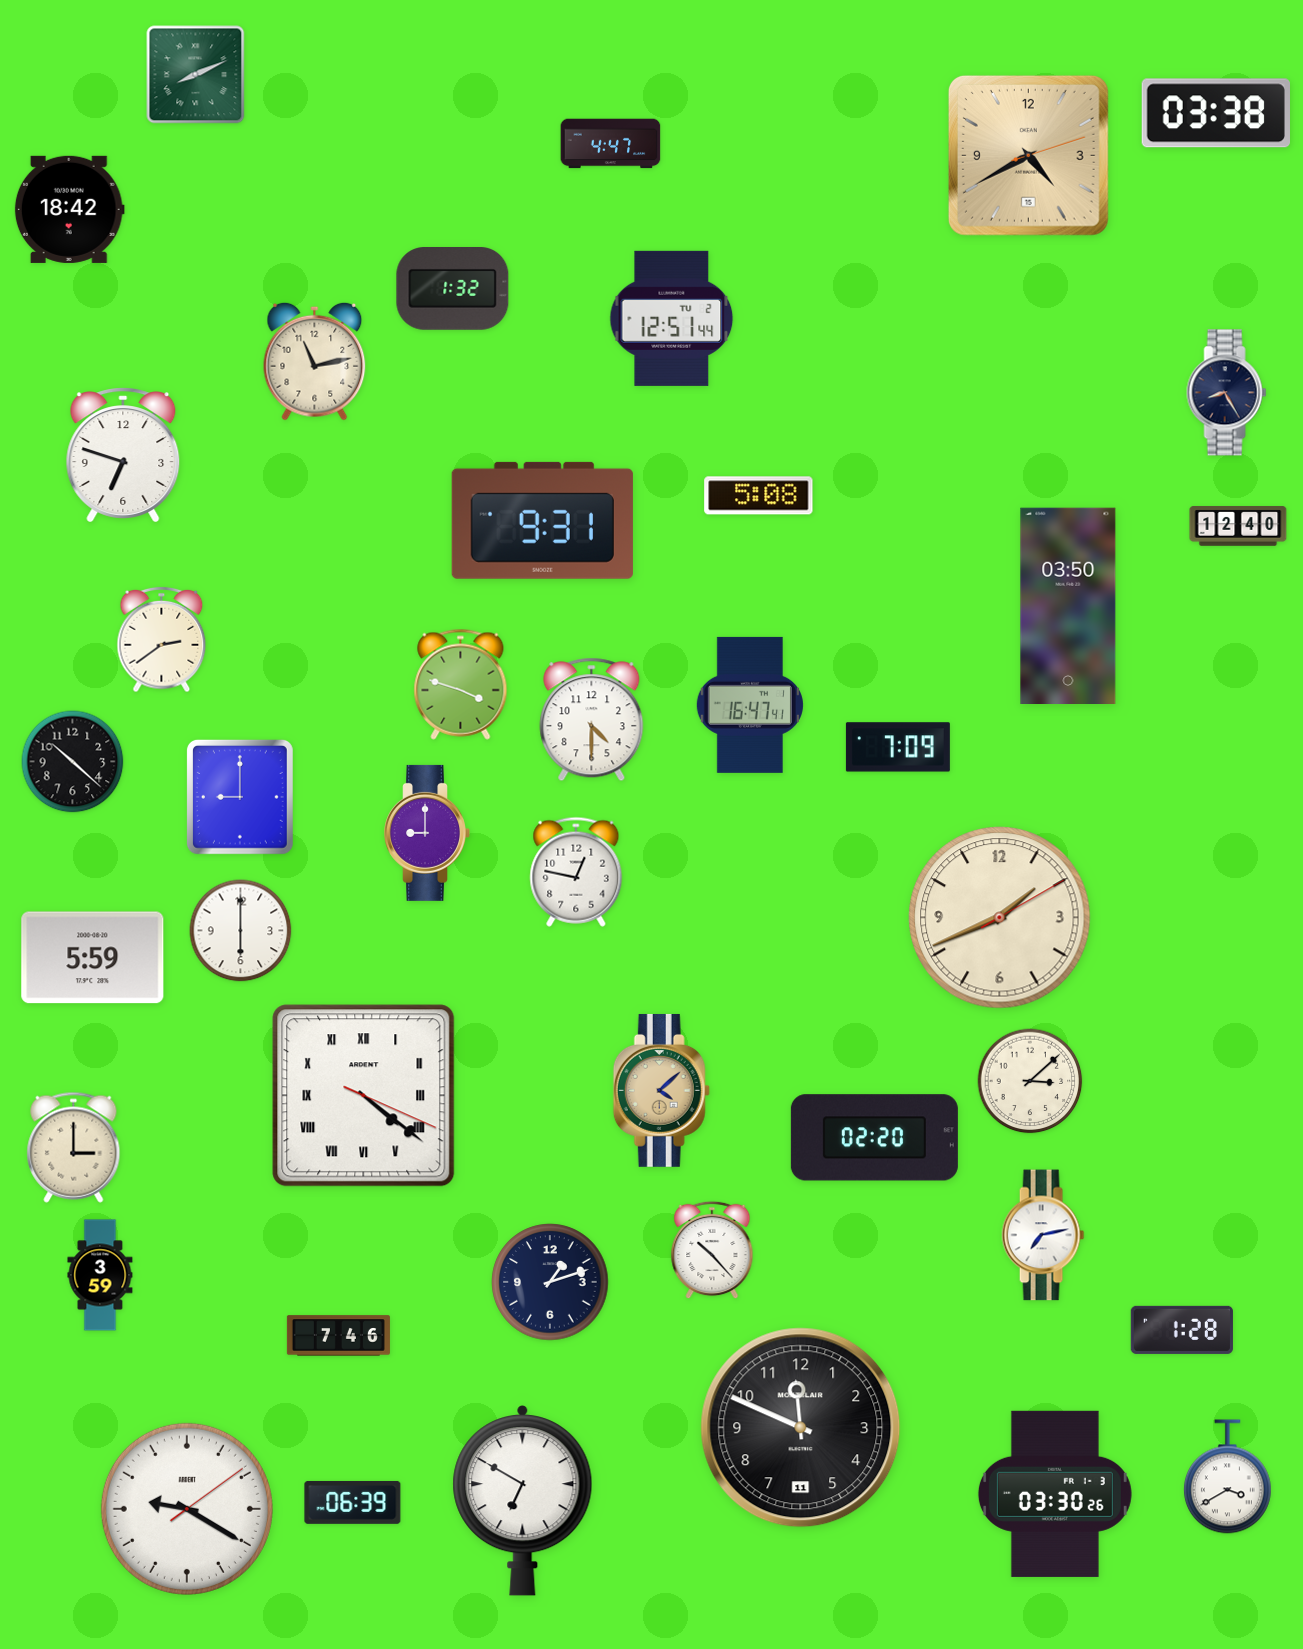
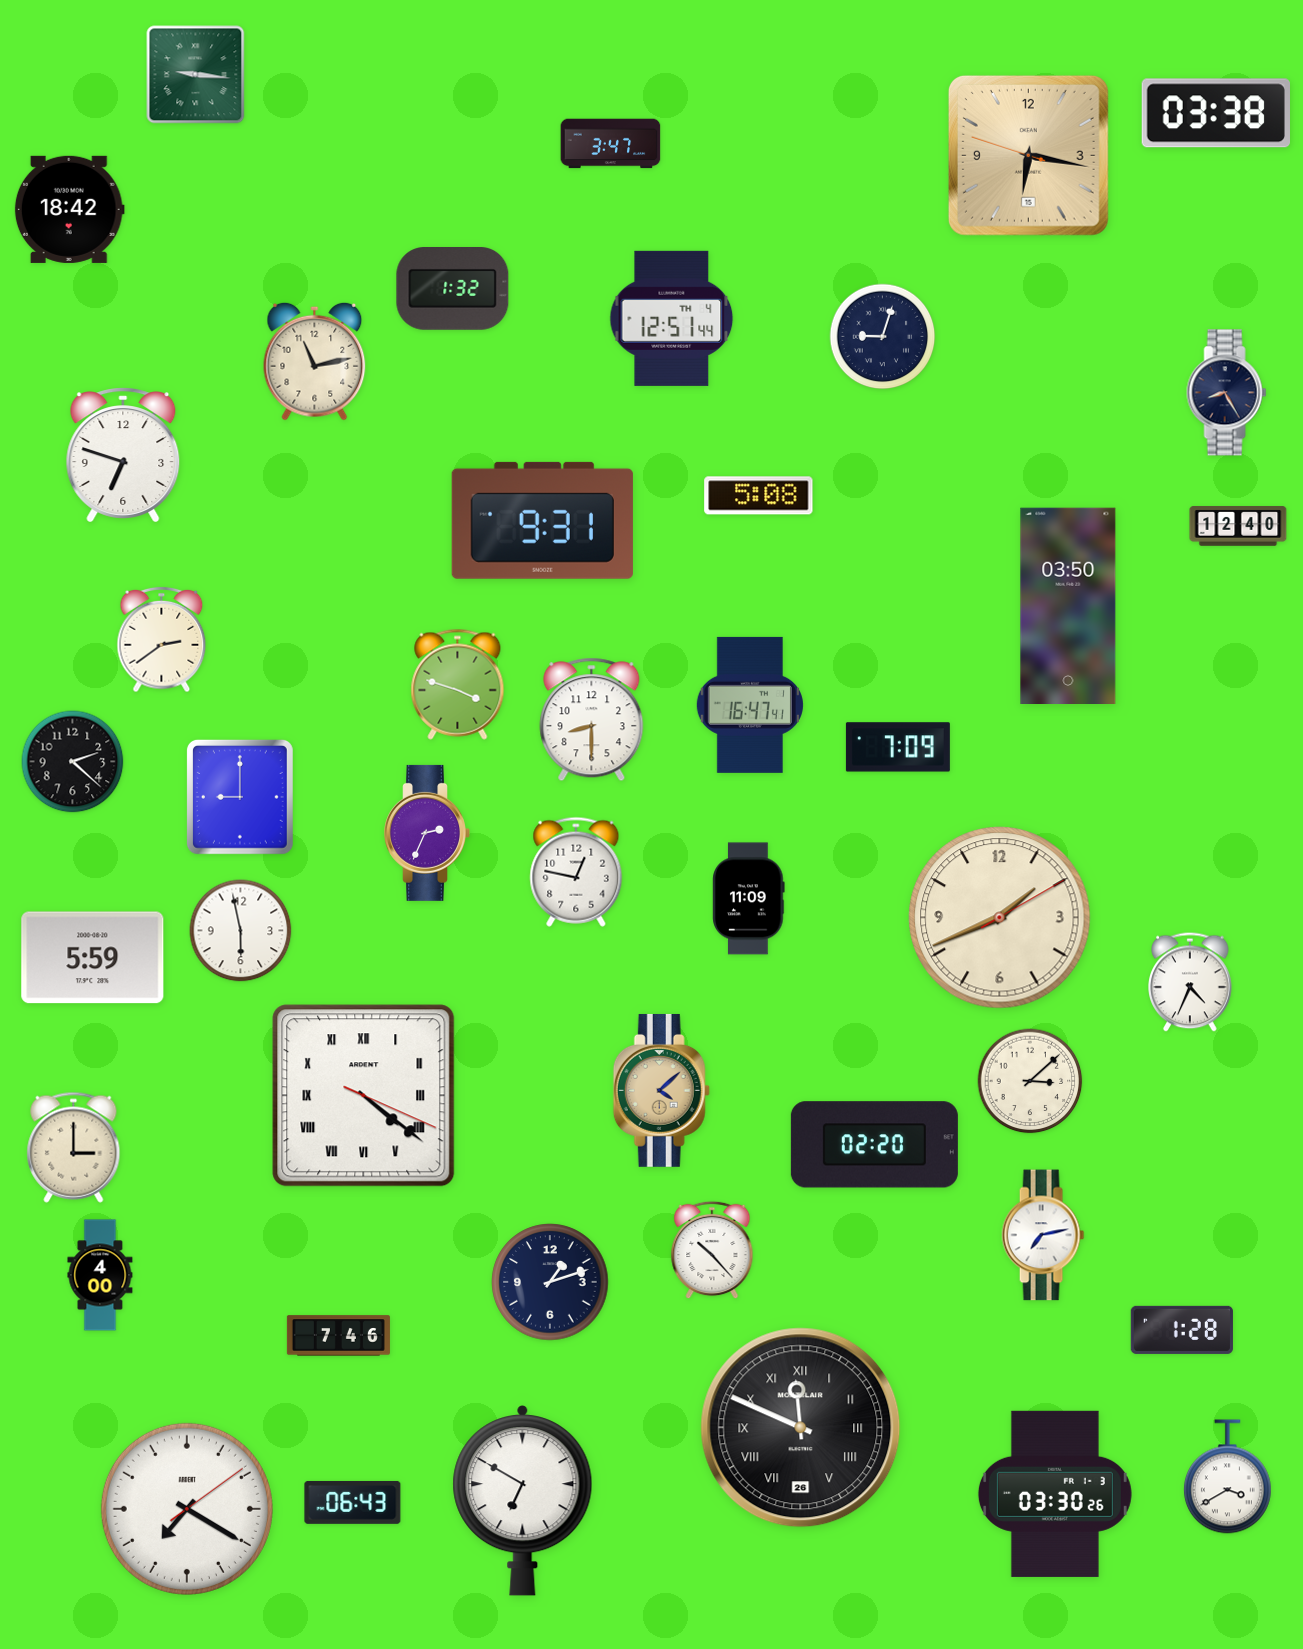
clock at (196, 75): 8:11 -> 9:16
clock at (611, 144): 4:47 -> 3:47
clock at (1028, 155): 4:40 -> 6:16
clock at (672, 318) date: TU 2 -> TH 4
clock at (883, 337): none -> 9:03
clock at (461, 684) position: (461, 684) -> (458, 684)
clock at (592, 720): 4:30 -> 8:30
clock at (73, 762): 10:22 -> 2:22
clock at (427, 833): 9:00 -> 2:34
clock at (749, 899): none -> 11:09
clock at (241, 931): 6:00 -> 5:58
clock at (1190, 982): none -> 4:34
clock at (874, 1138) position: (874, 1138) -> (874, 1145)
clock at (100, 1275): 3:59 -> 4:00
clock at (801, 1428) date: 11 -> 26
clock at (801, 1428) numerals: Arabic -> Roman
clock at (353, 1502): 06:39 -> 06:43
clock at (187, 1509): 9:20 -> 7:20
